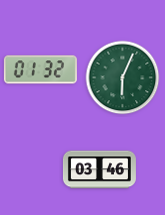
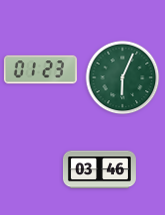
clock at (40, 70): 01:32 -> 01:23
